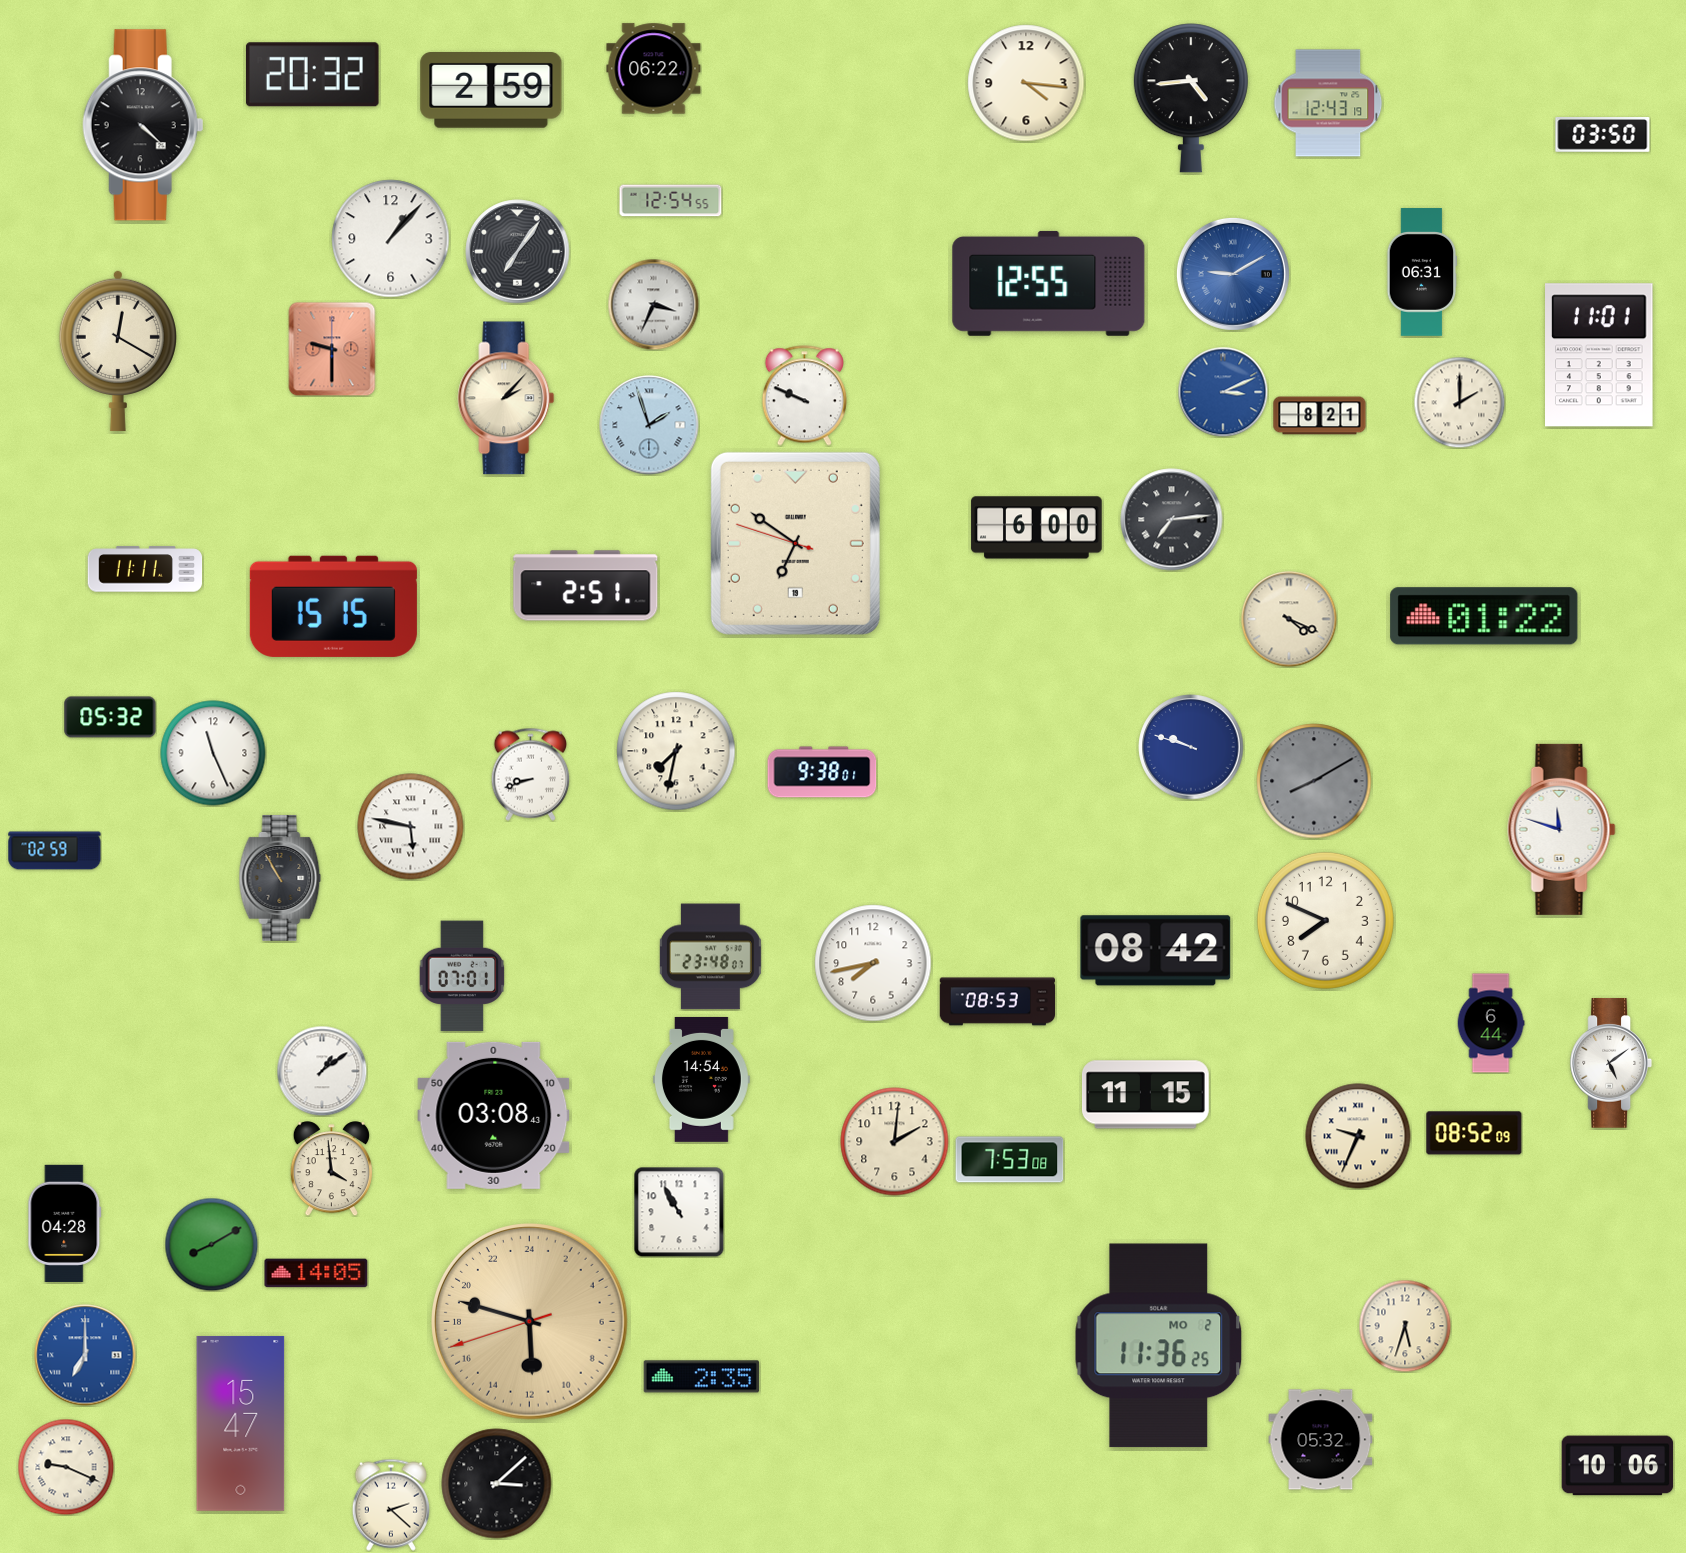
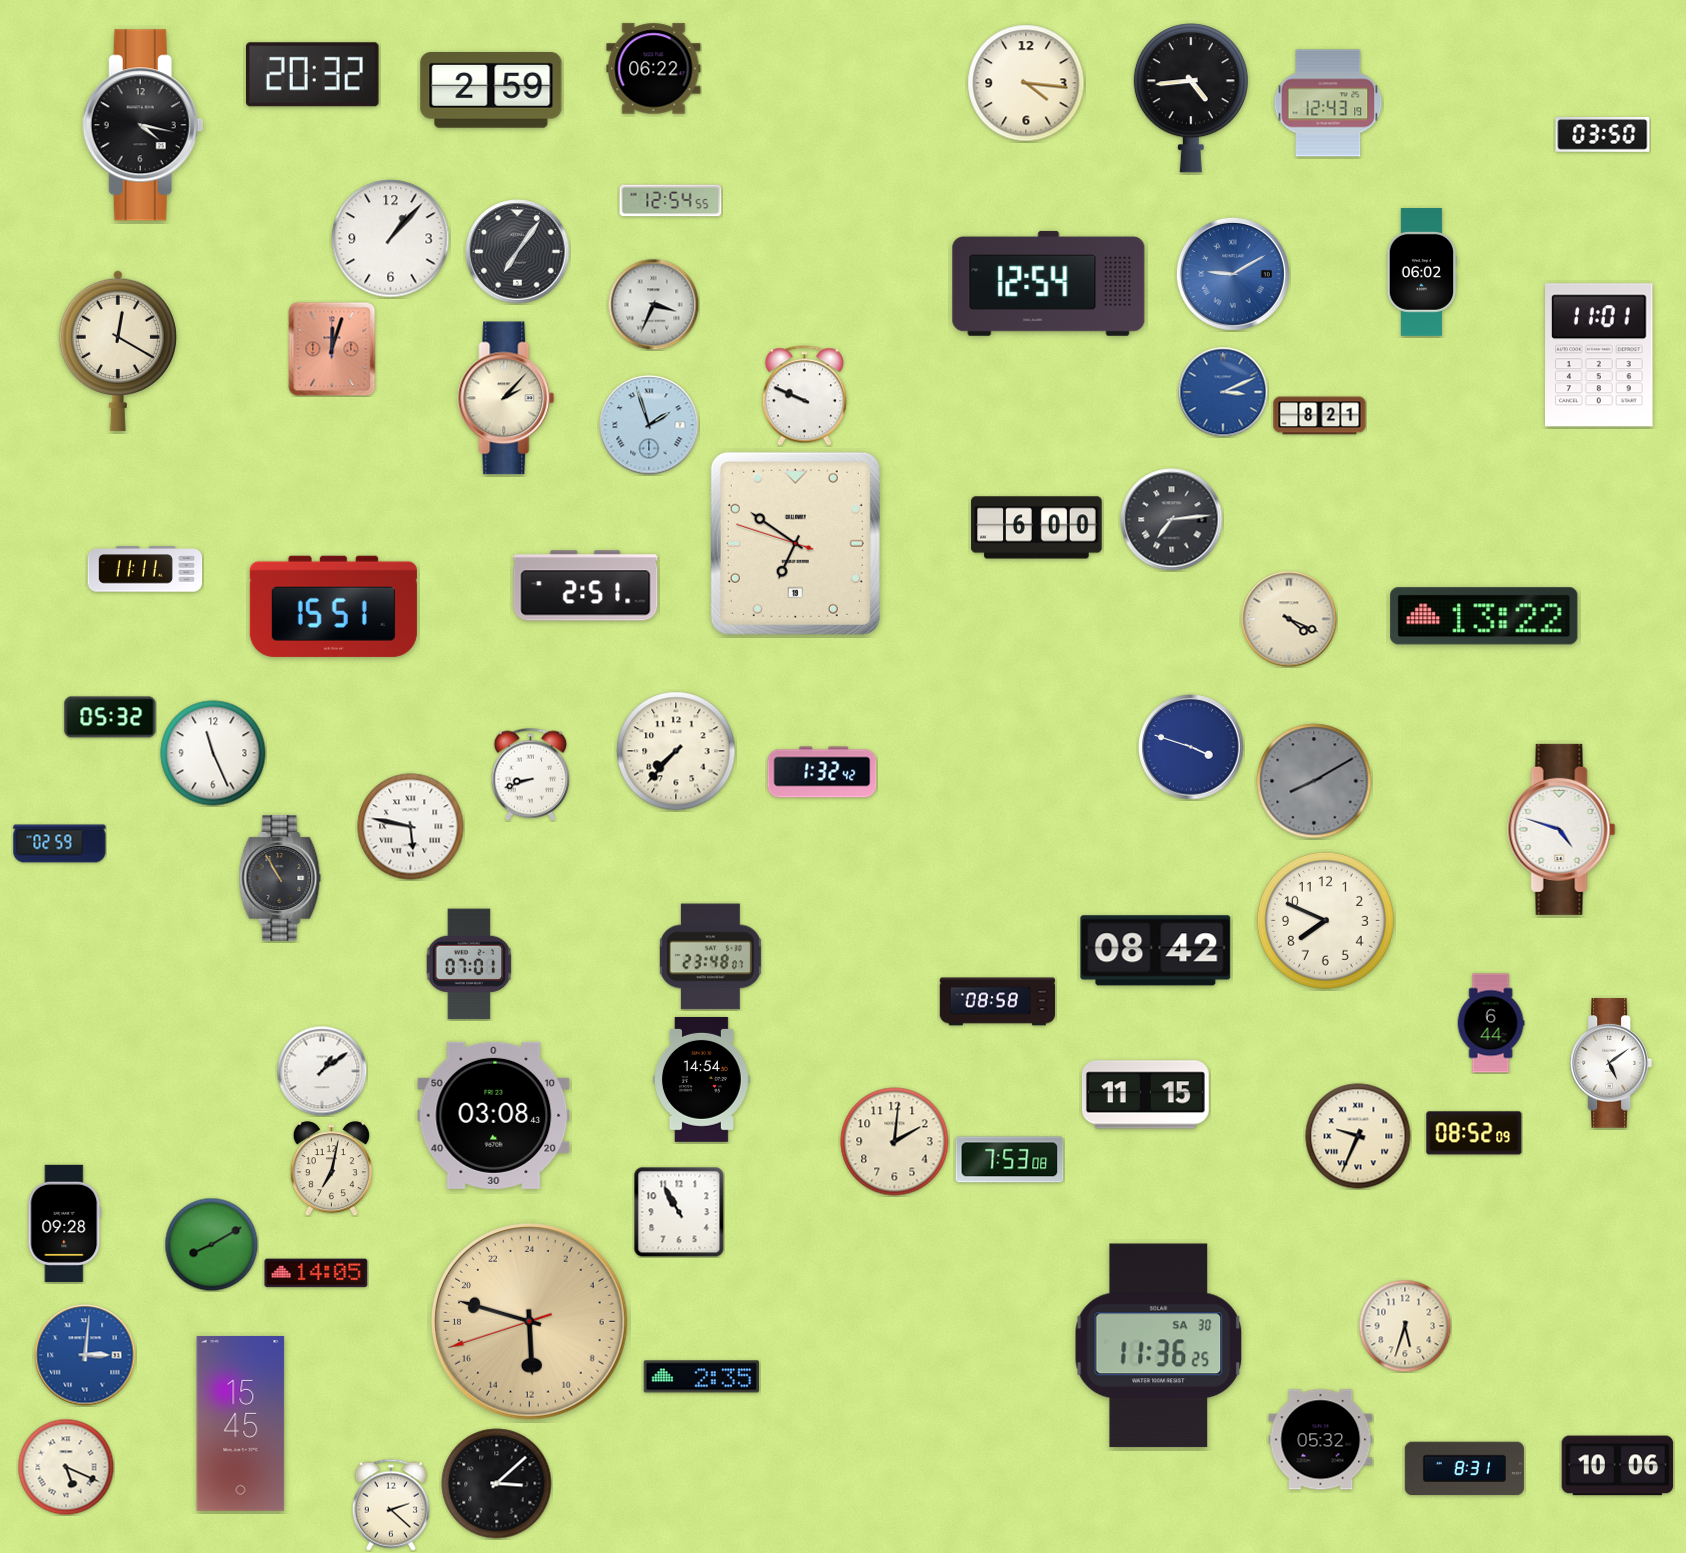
clock at (143, 125): 4:22 -> 4:17
clock at (1422, 272): 06:31 -> 06:02
clock at (1049, 283): 12:55 -> 12:54
clock at (332, 349): 9:30 -> 12:03
clock at (1459, 402): 2:00 -> none
clock at (333, 606): 15:15 -> 15:51
clock at (1484, 616): 01:22 -> 13:22
clock at (1191, 747): 9:48 -> 3:48
clock at (676, 751): 7:32 -> 7:37
clock at (822, 772): 9:38 -> 1:32
clock at (1562, 829): 11:48 -> 4:48
clock at (55, 851) position: (55, 851) -> (60, 844)
clock at (873, 963): 7:43 -> none
clock at (462, 976) position: (462, 976) -> (469, 964)
clock at (998, 1002): 08:53 -> 08:58
clock at (331, 1169): 3:59 -> 7:02
clock at (65, 1223): 04:28 -> 09:28
clock at (1159, 1346) date: MO 2 -> SA 30
clock at (85, 1355): 7:00 -> 3:01
clock at (241, 1423): 15:47 -> 15:45
clock at (66, 1467): 9:19 -> 5:19
clock at (1464, 1469): none -> 8:31
